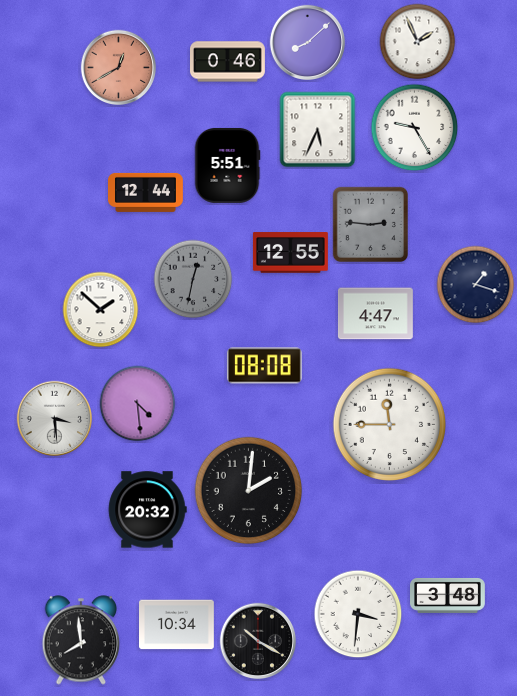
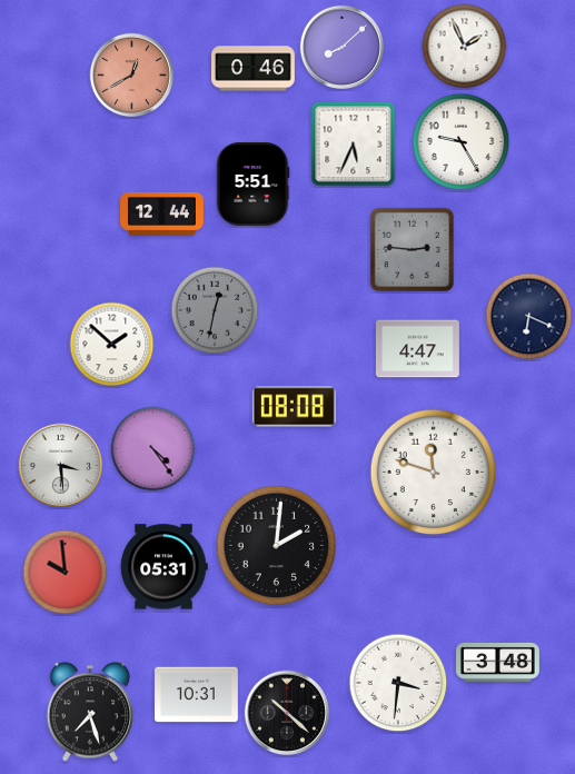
clock at (291, 253): 12:55 -> none
clock at (476, 285): 1:18 -> 6:19
clock at (138, 404): 4:29 -> 4:24
clock at (390, 425): 11:45 -> 11:48
clock at (147, 510): 20:32 -> 05:31
clock at (66, 573): none -> 9:59
clock at (177, 625): 10:34 -> 10:31
clock at (81, 640): 7:59 -> 7:27
clock at (258, 641): 10:20 -> 10:22
